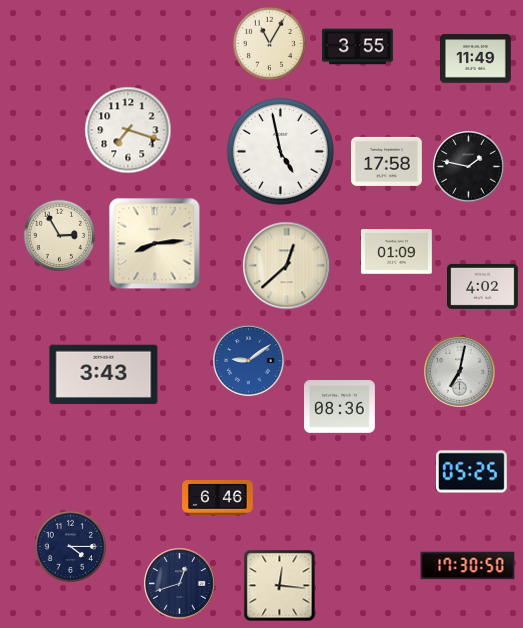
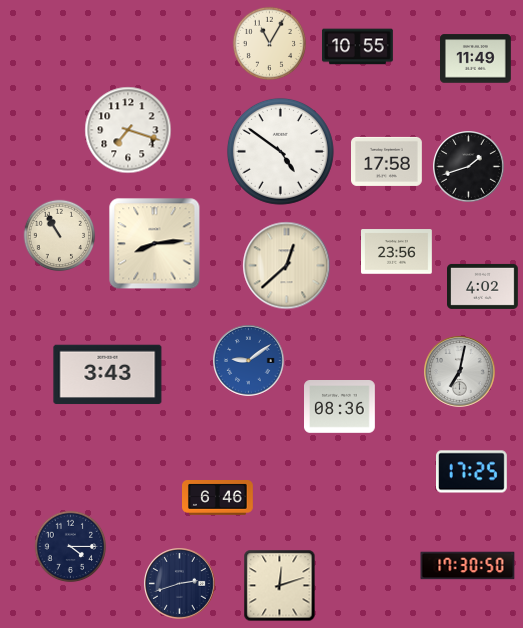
clock at (358, 47): 3:55 -> 10:55
clock at (280, 151): 4:58 -> 4:51
clock at (469, 167): 1:47 -> 1:42
clock at (60, 236): 2:55 -> 10:55
clock at (397, 252): 01:09 -> 23:56
clock at (104, 375) position: (104, 375) -> (108, 375)
clock at (472, 472): 05:25 -> 17:25
clock at (180, 584): 12:42 -> 2:42
clock at (280, 586): 12:16 -> 12:12
